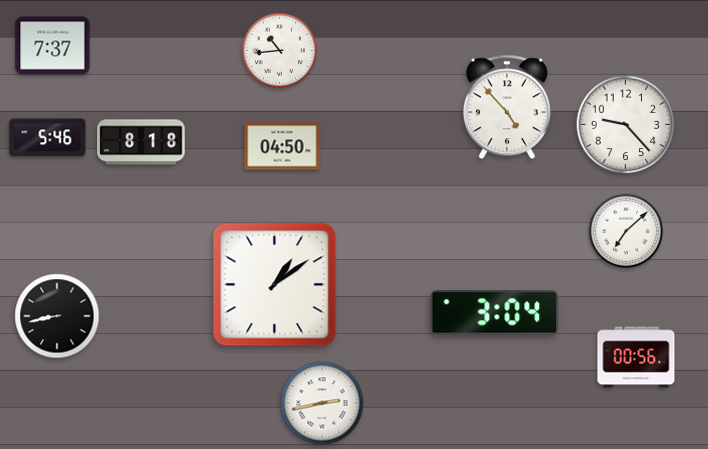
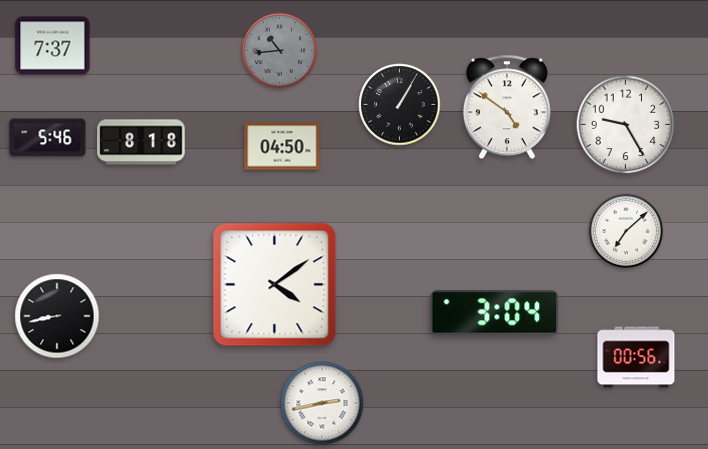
clock at (279, 50) dial: white -> grey
clock at (400, 105): none -> 1:05
clock at (507, 107): 4:53 -> 4:51
clock at (626, 125): 9:23 -> 9:25
clock at (275, 285): 1:09 -> 4:09
